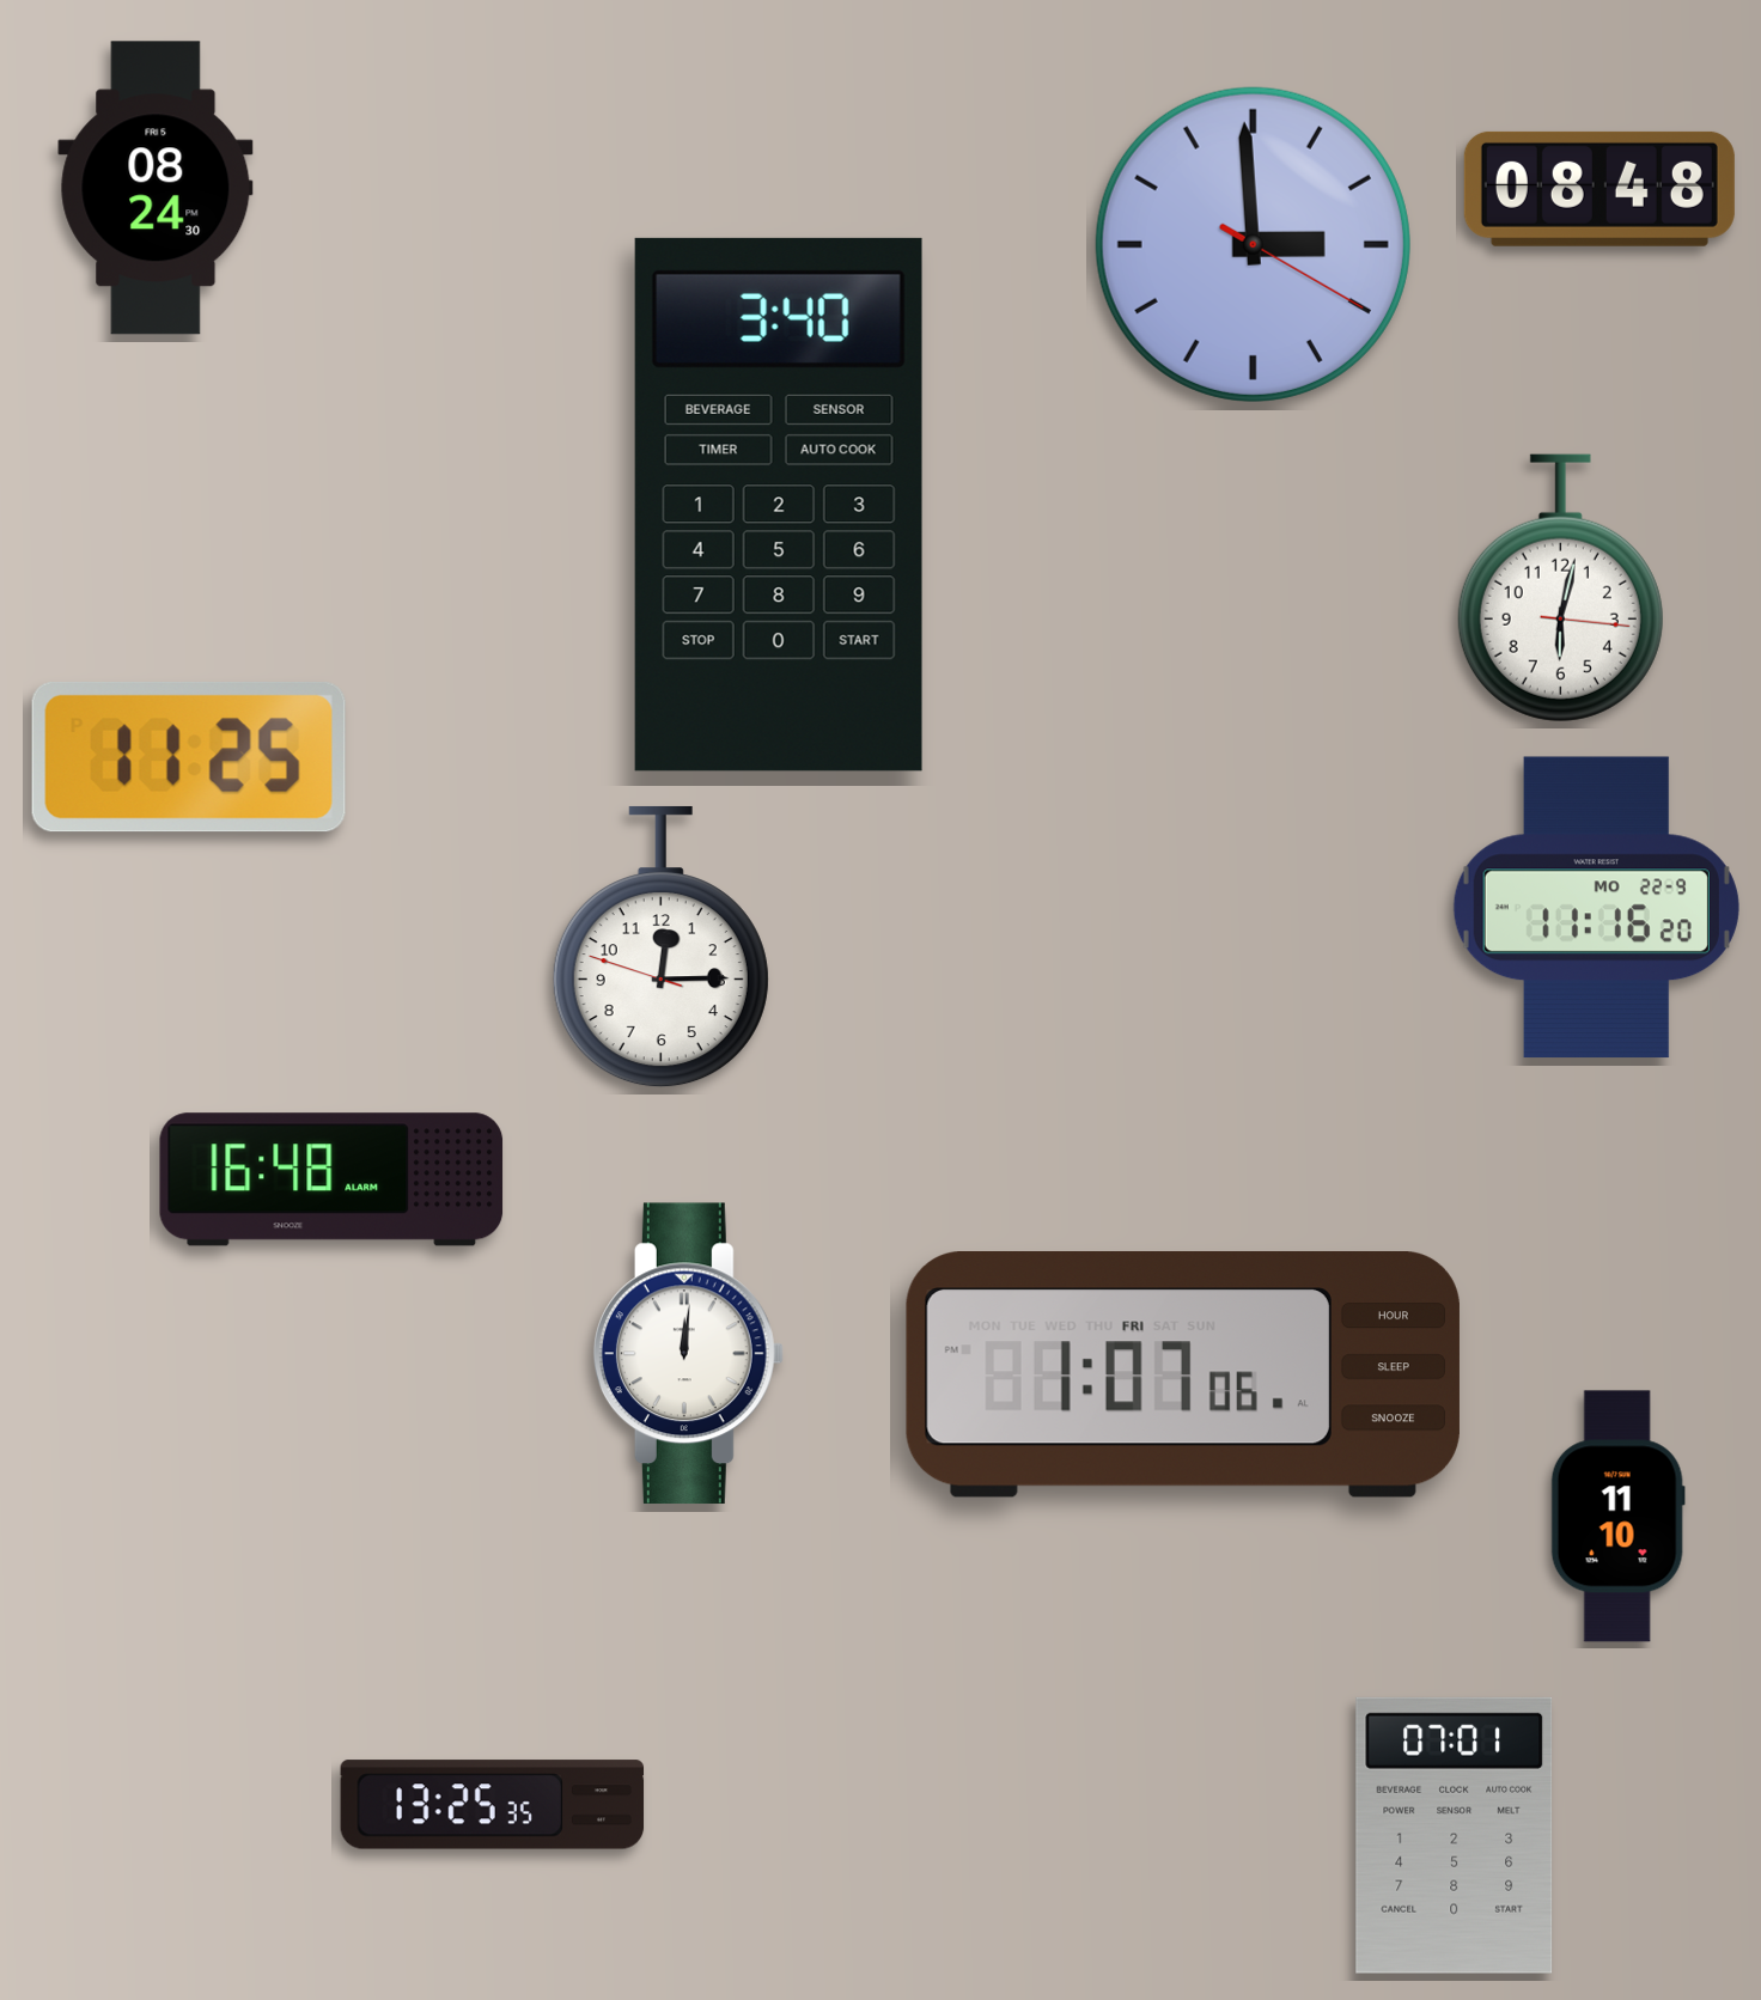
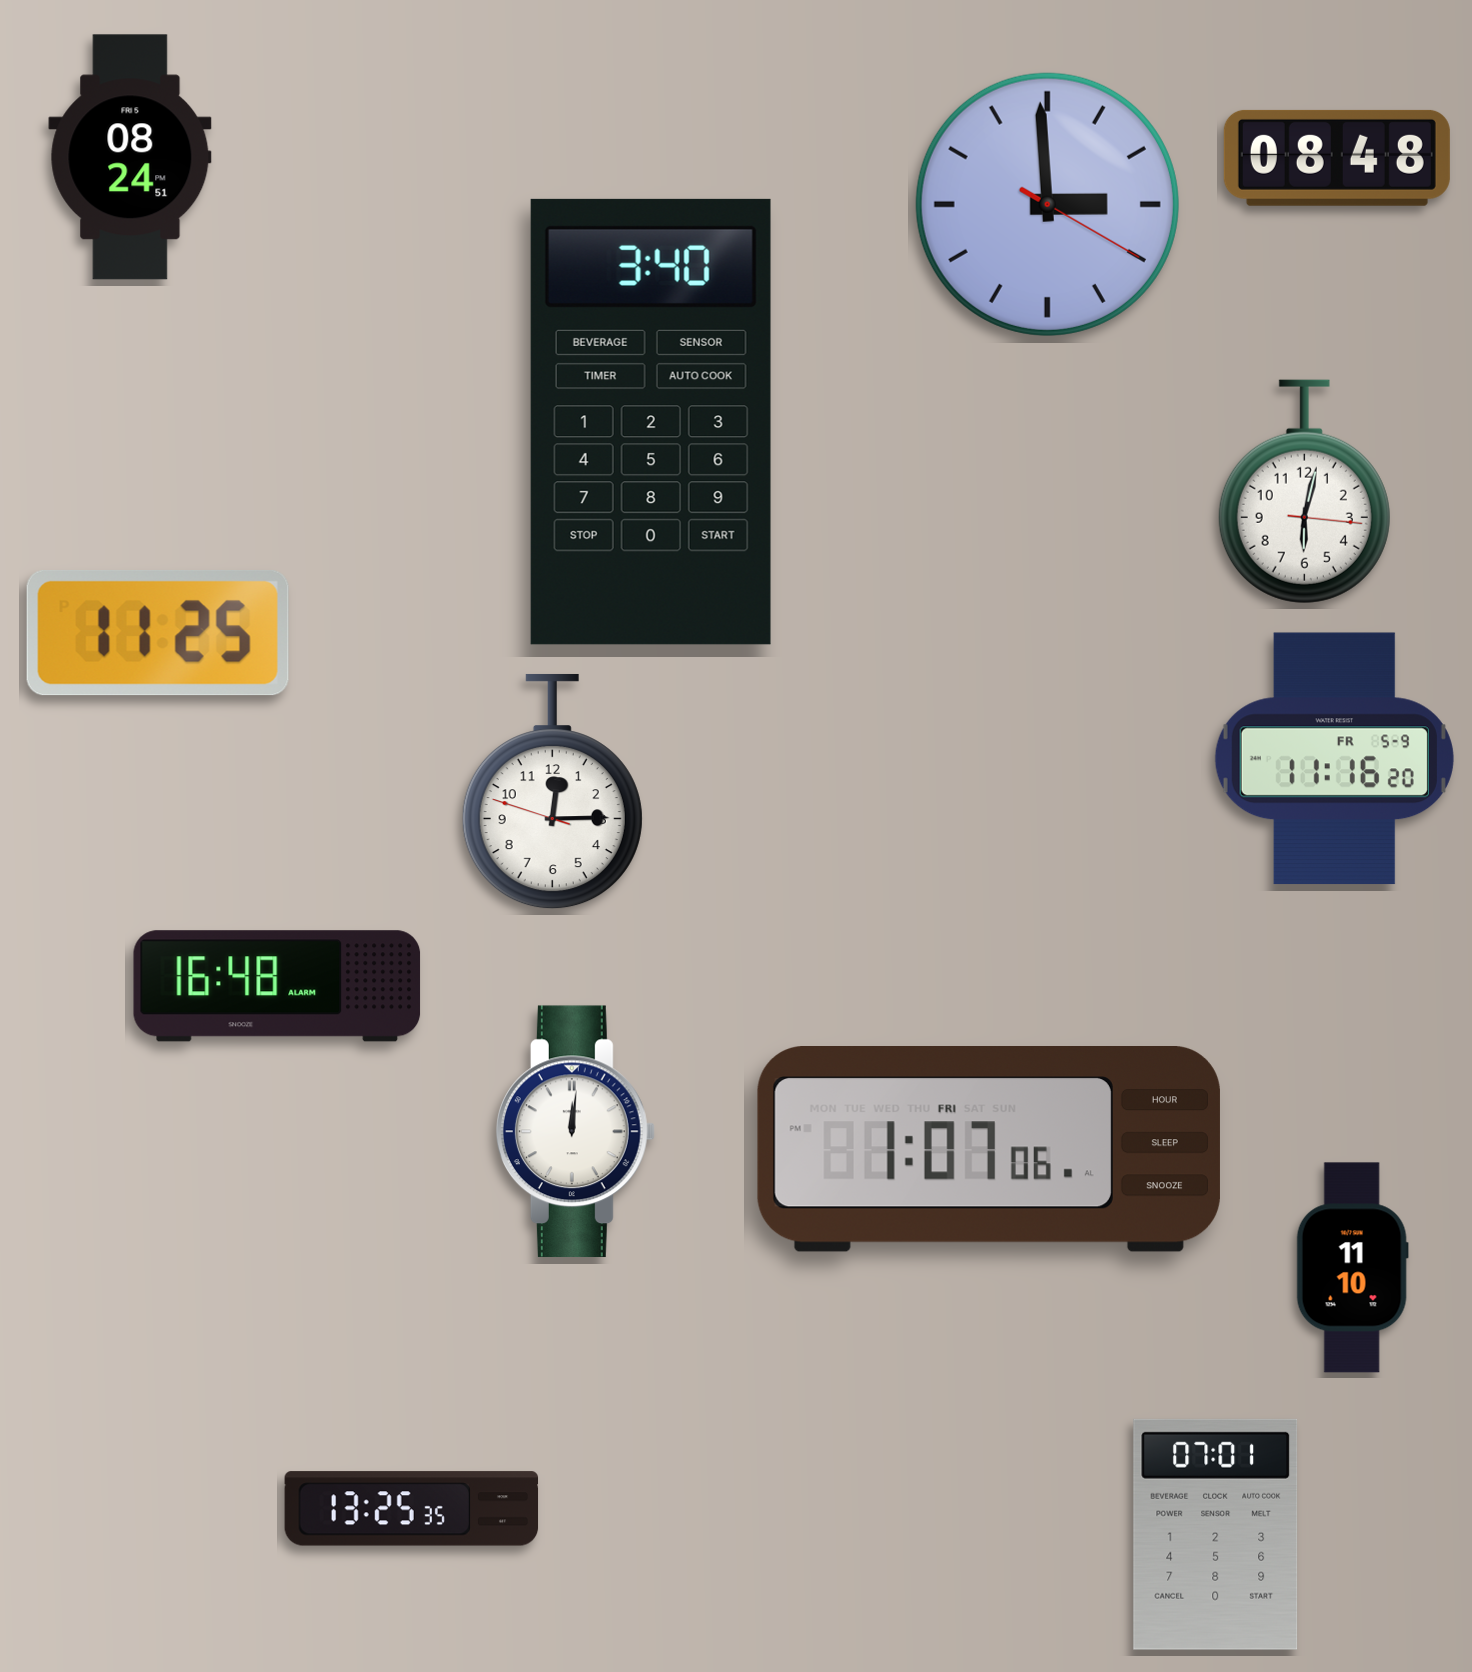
clock at (156, 188): 08:24:30 -> 08:24:51
clock at (1596, 908) date: MO 22-9 -> FR 5-9
